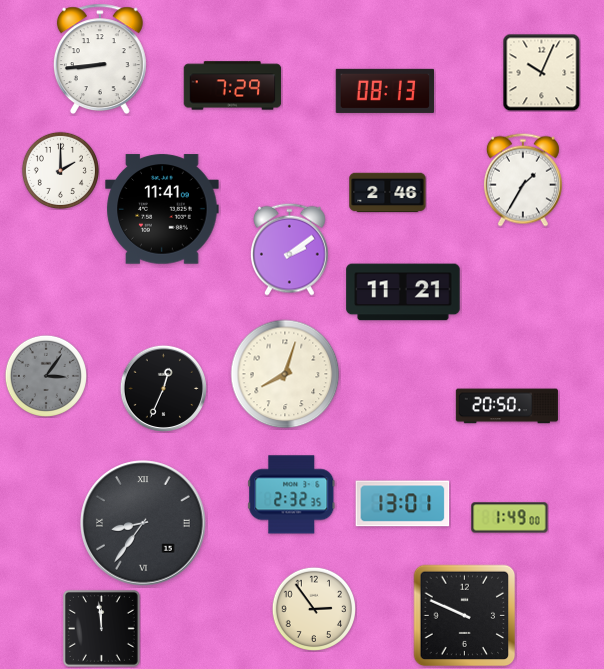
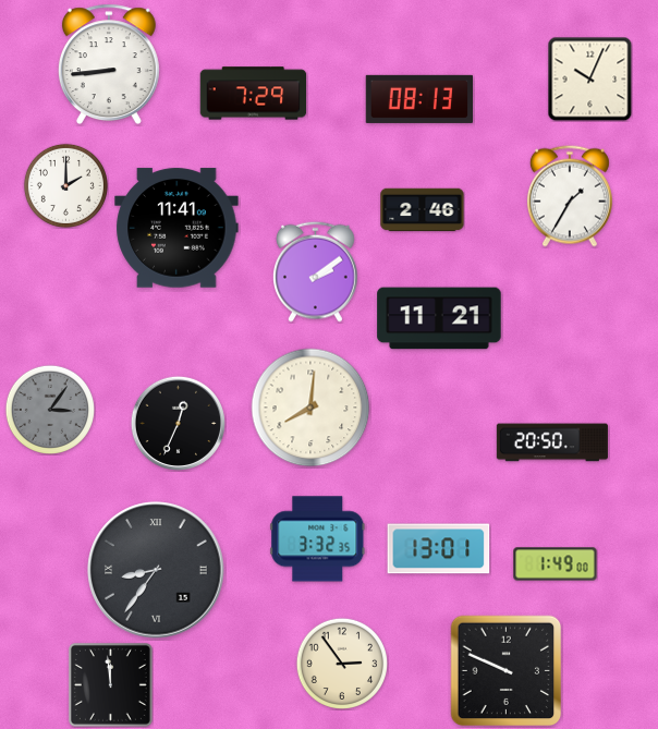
clock at (285, 374): 8:03 -> 8:01
clock at (292, 495): 2:32 -> 3:32
